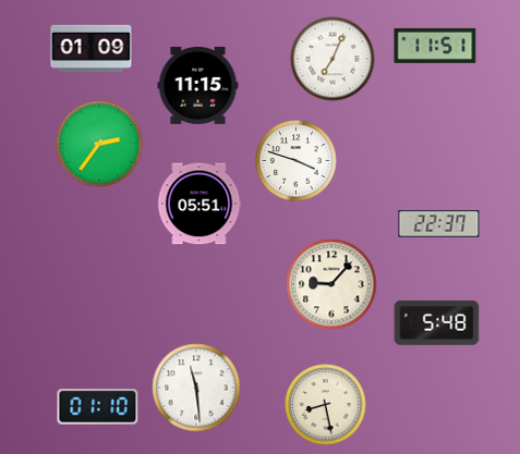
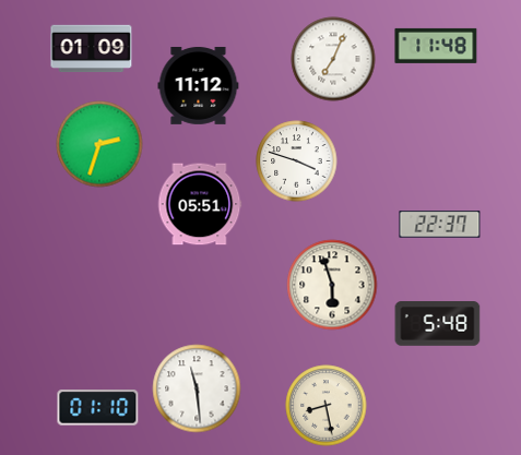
clock at (435, 46): 11:51 -> 11:48
clock at (198, 85): 11:15 -> 11:12
clock at (99, 144): 2:36 -> 2:33
clock at (331, 284): 9:07 -> 5:57
